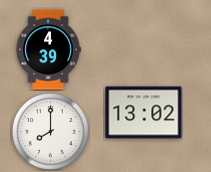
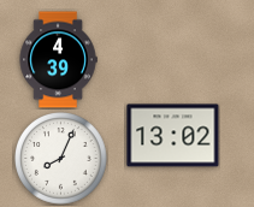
clock at (51, 132): 8:00 -> 8:04
